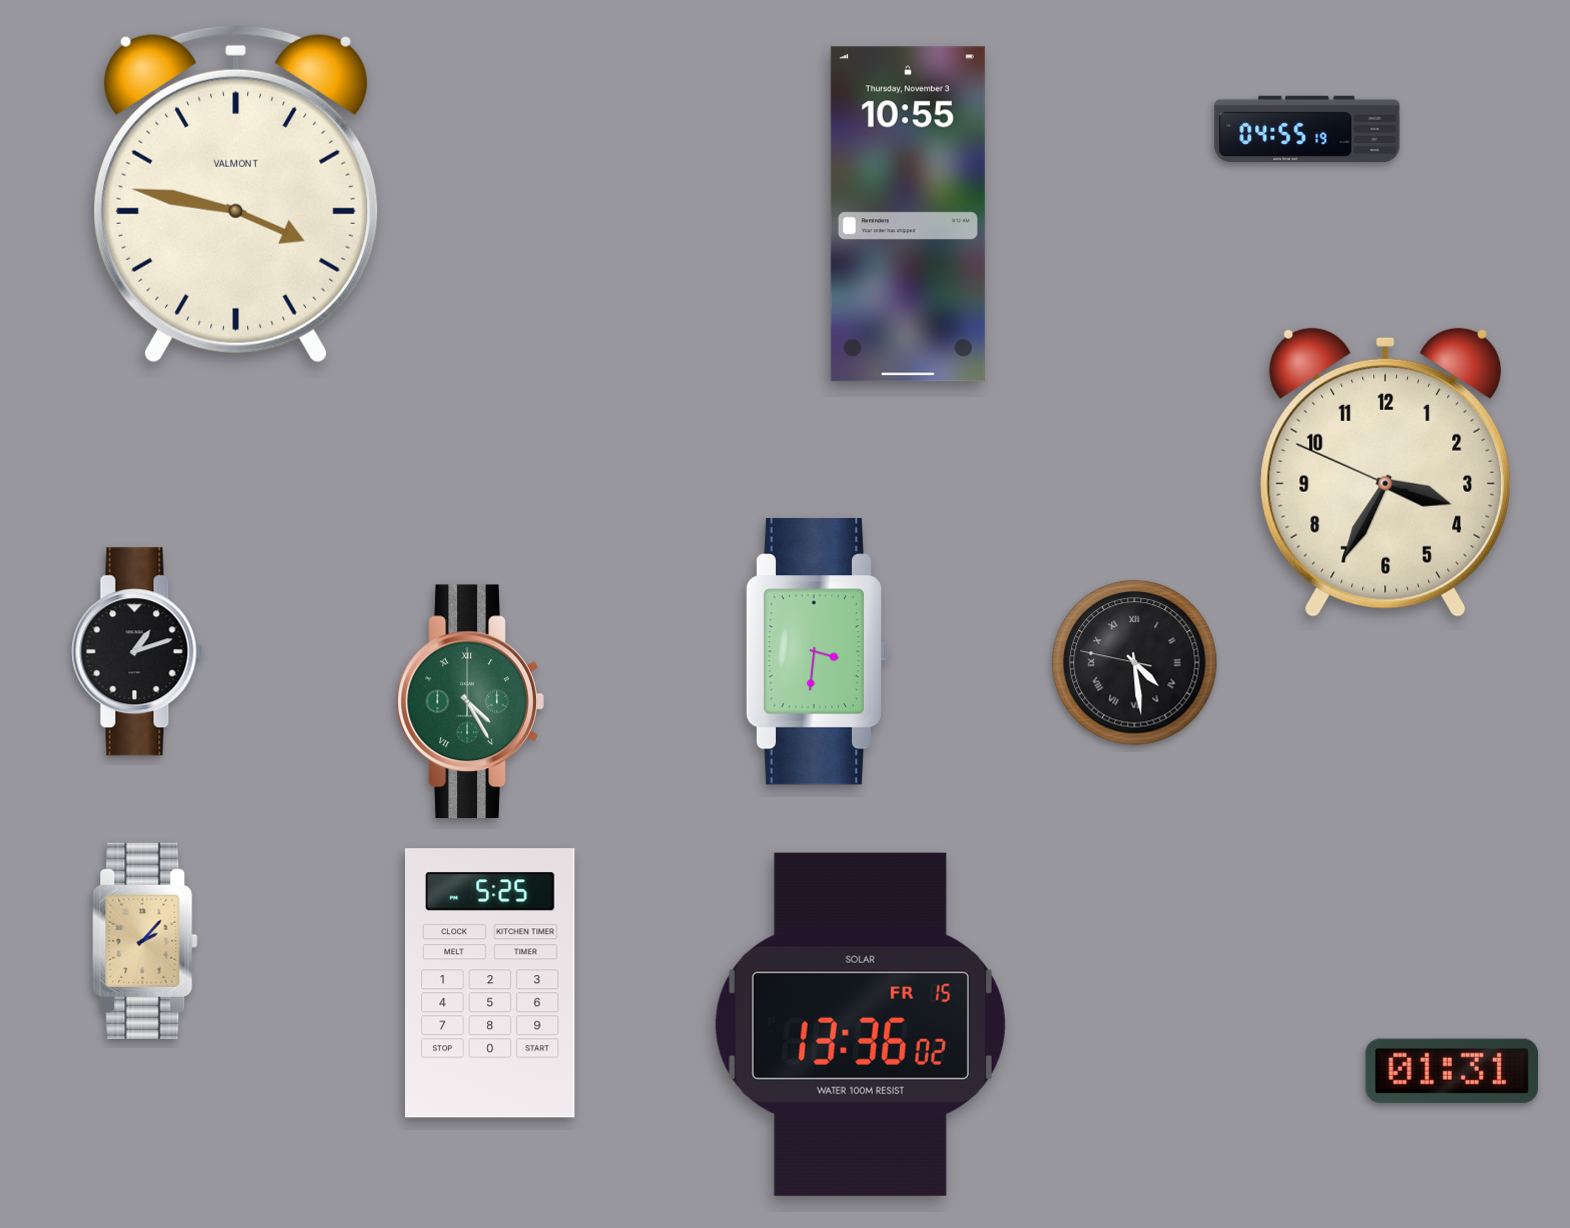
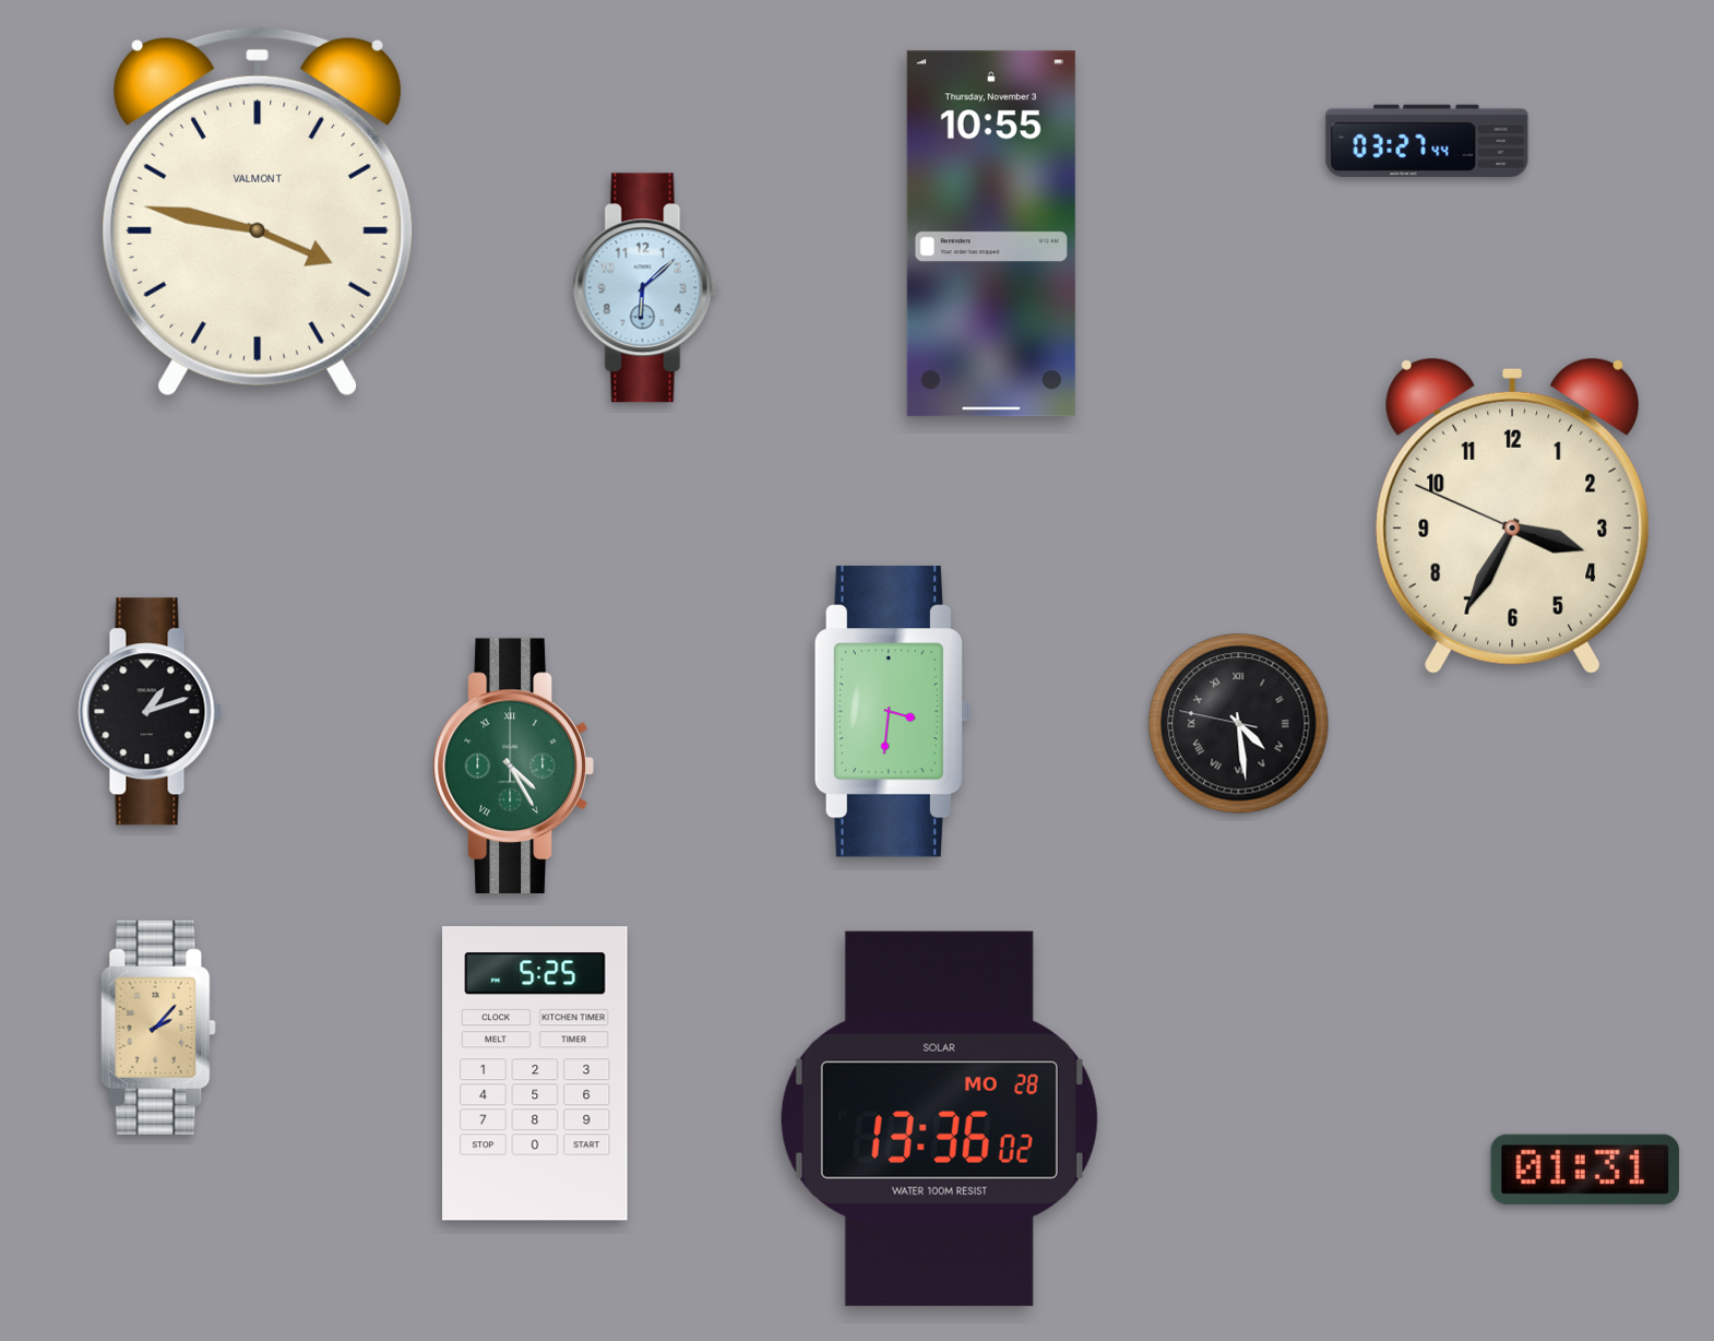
clock at (1307, 129): 04:55 -> 03:27
clock at (645, 288): none -> 6:08
clock at (860, 1024) date: FR 15 -> MO 28
